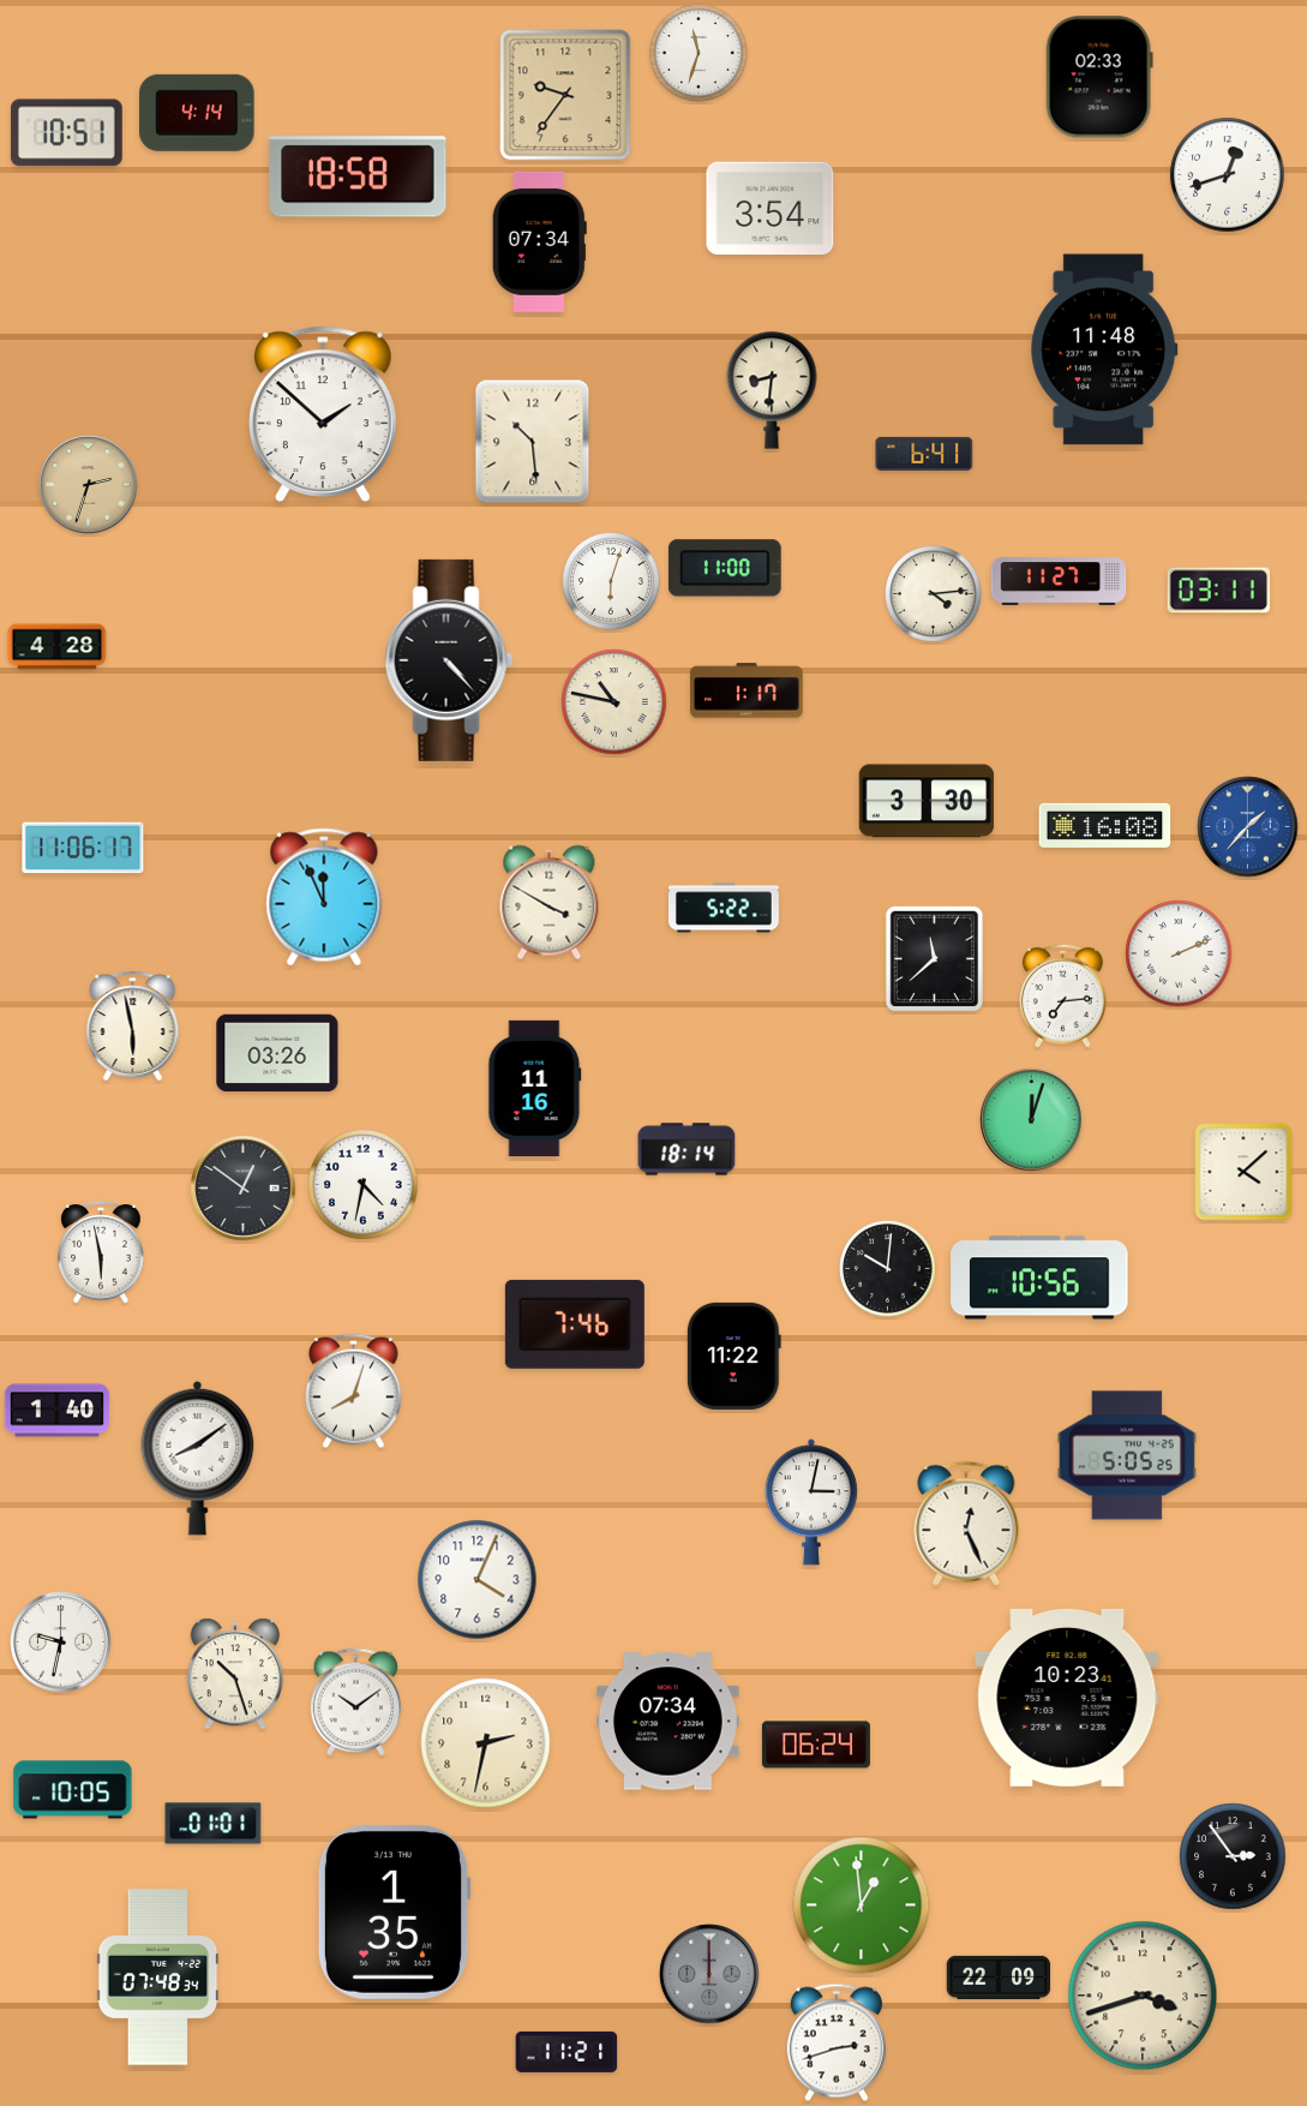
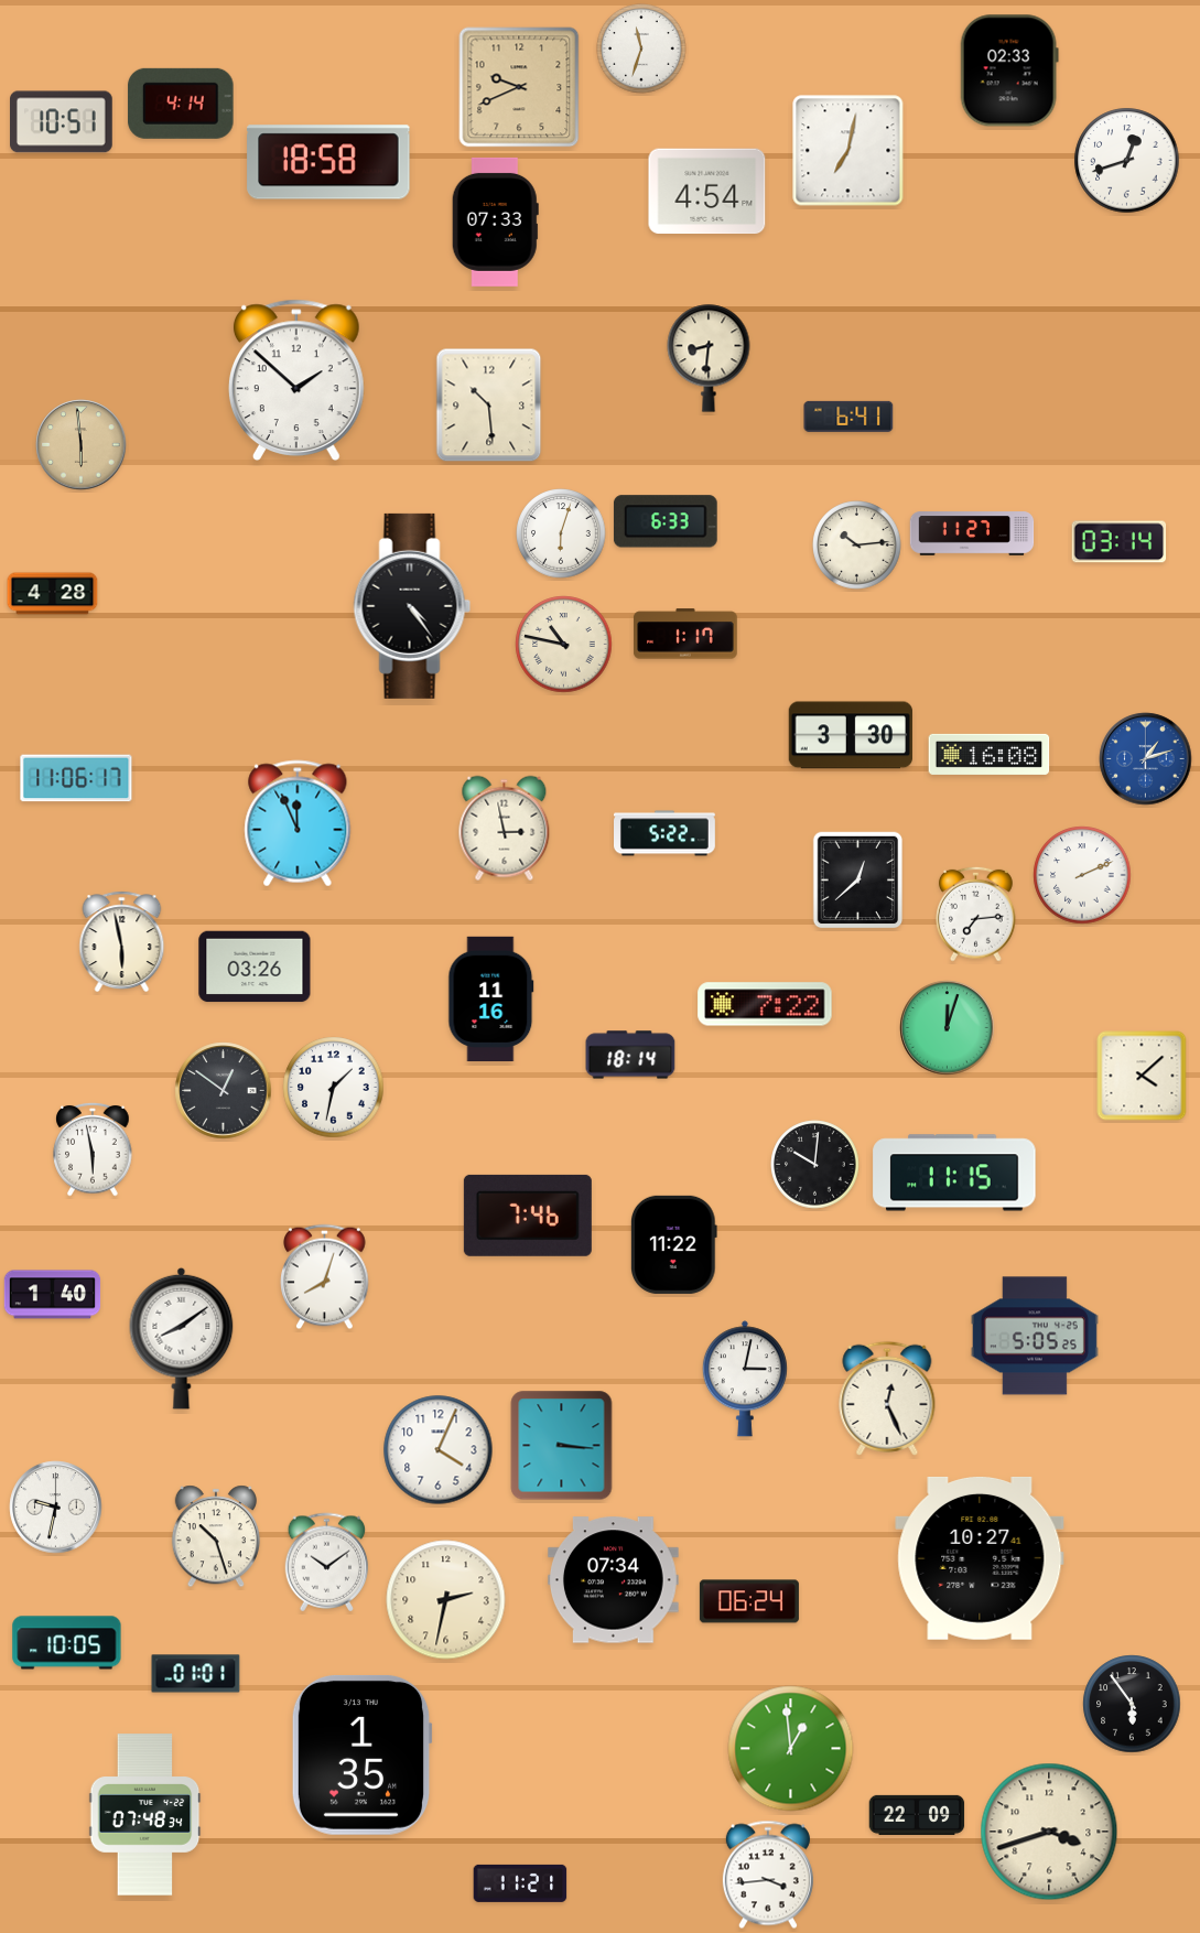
clock at (565, 95): 9:36 -> 9:41
clock at (848, 151): none -> 7:02
clock at (771, 209): 3:54 -> 4:54
clock at (539, 241): 07:34 -> 07:33
clock at (1104, 349): 11:48 -> none
clock at (89, 485): 2:33 -> 5:59
clock at (725, 568): 11:00 -> 6:33
clock at (1219, 591): 03:11 -> 03:14
clock at (934, 594): 4:14 -> 10:14
clock at (449, 660): 4:23 -> 4:24
clock at (1105, 825) position: (1105, 825) -> (990, 754)
clock at (1248, 827): 1:37 -> 1:12
clock at (550, 903): 3:50 -> 2:58
clock at (935, 959): 11:38 -> 12:38
clock at (765, 1004): none -> 7:22
clock at (364, 1185): 4:32 -> 1:32
clock at (1039, 1278): 10:56 -> 11:15
clock at (562, 1446): none -> 3:16
clock at (1067, 1698): 10:23 -> 10:27
clock at (1233, 1856): 2:54 -> 5:54
clock at (709, 1974): 12:00 -> none
clock at (837, 2042): 2:42 -> 3:44
